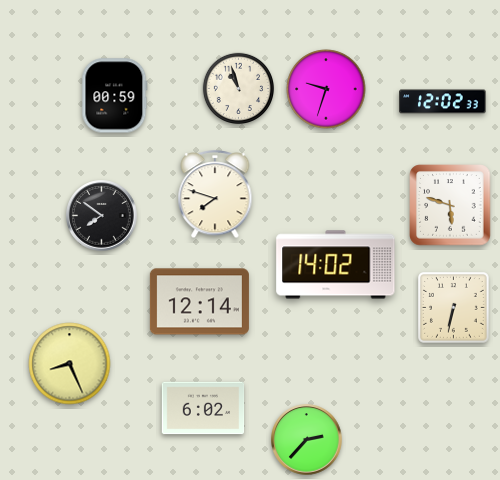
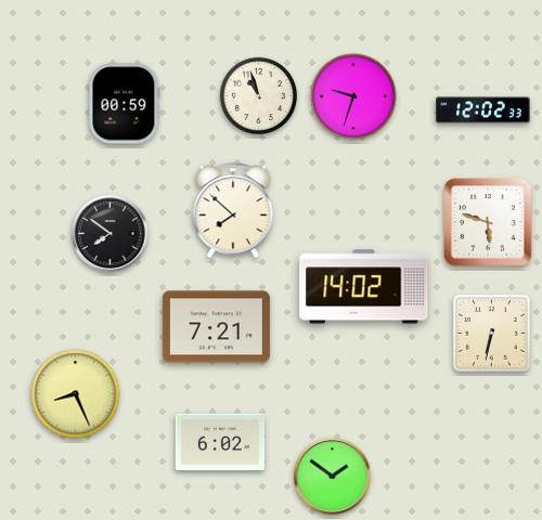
clock at (443, 102) position: (443, 102) -> (483, 110)
clock at (215, 195): 7:48 -> 7:52
clock at (199, 302): 12:14 -> 7:21
clock at (307, 440): 2:37 -> 1:51
